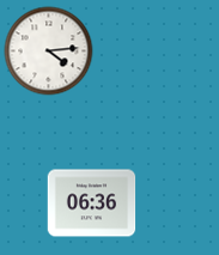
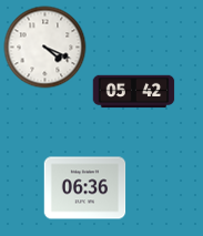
clock at (49, 51): 4:14 -> 4:19
clock at (134, 92): none -> 05:42
